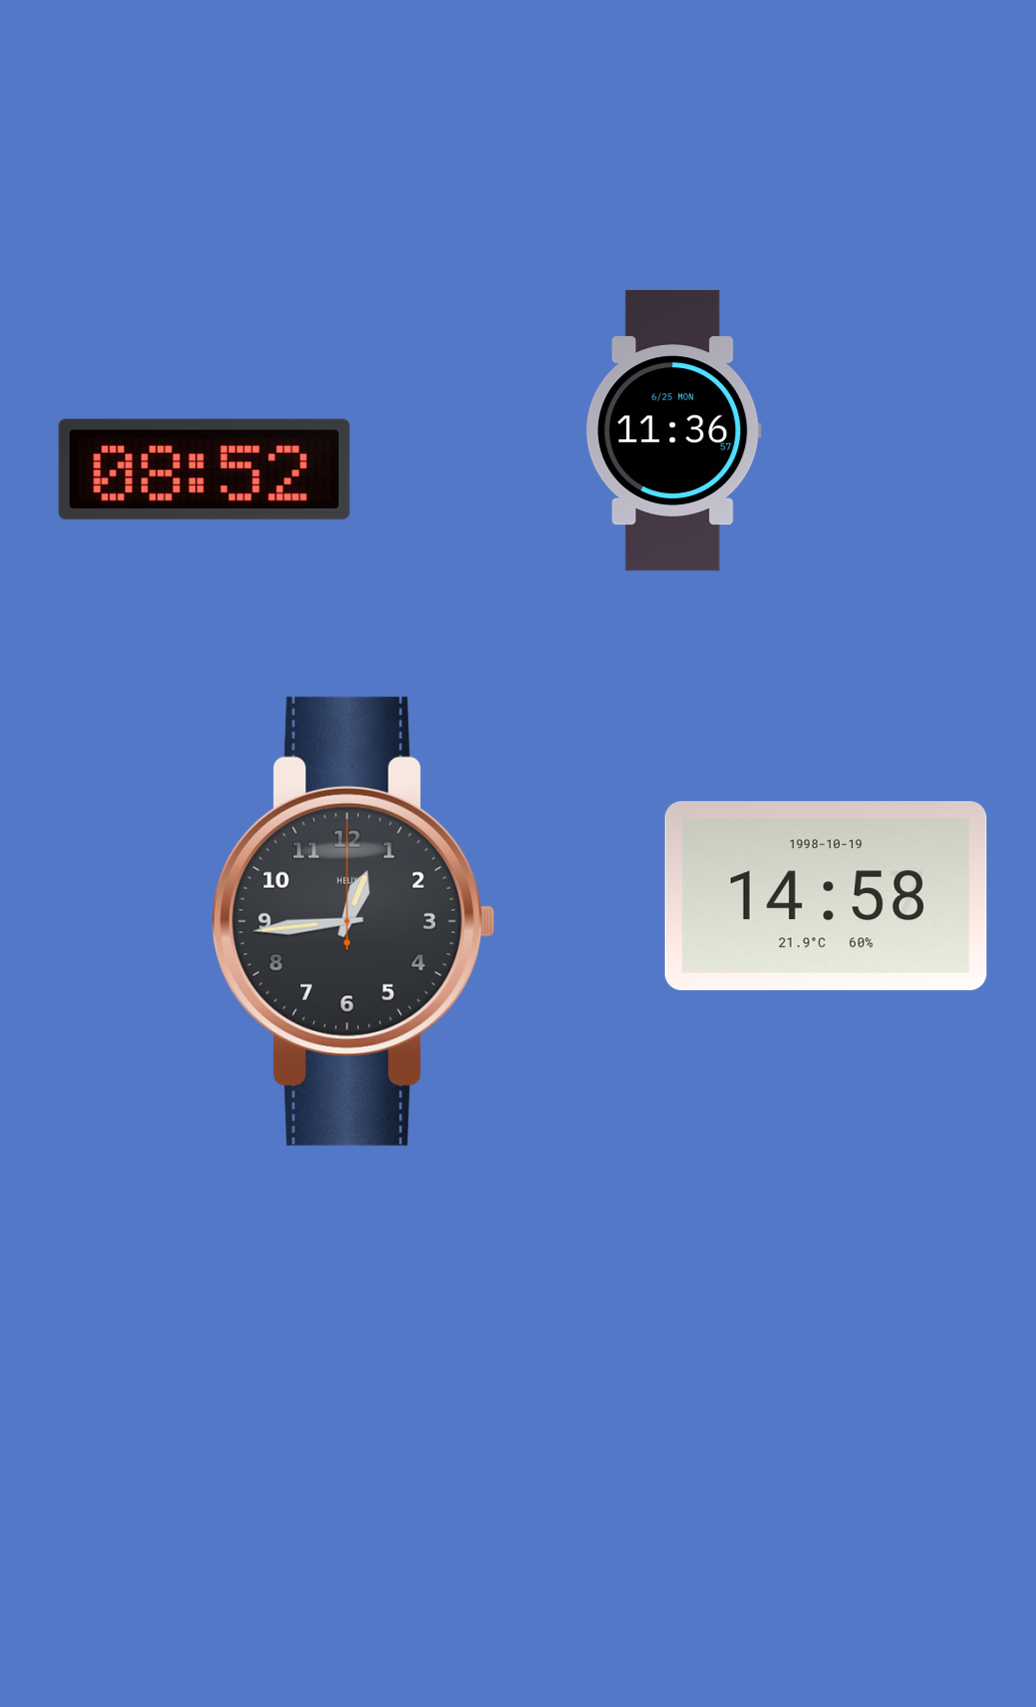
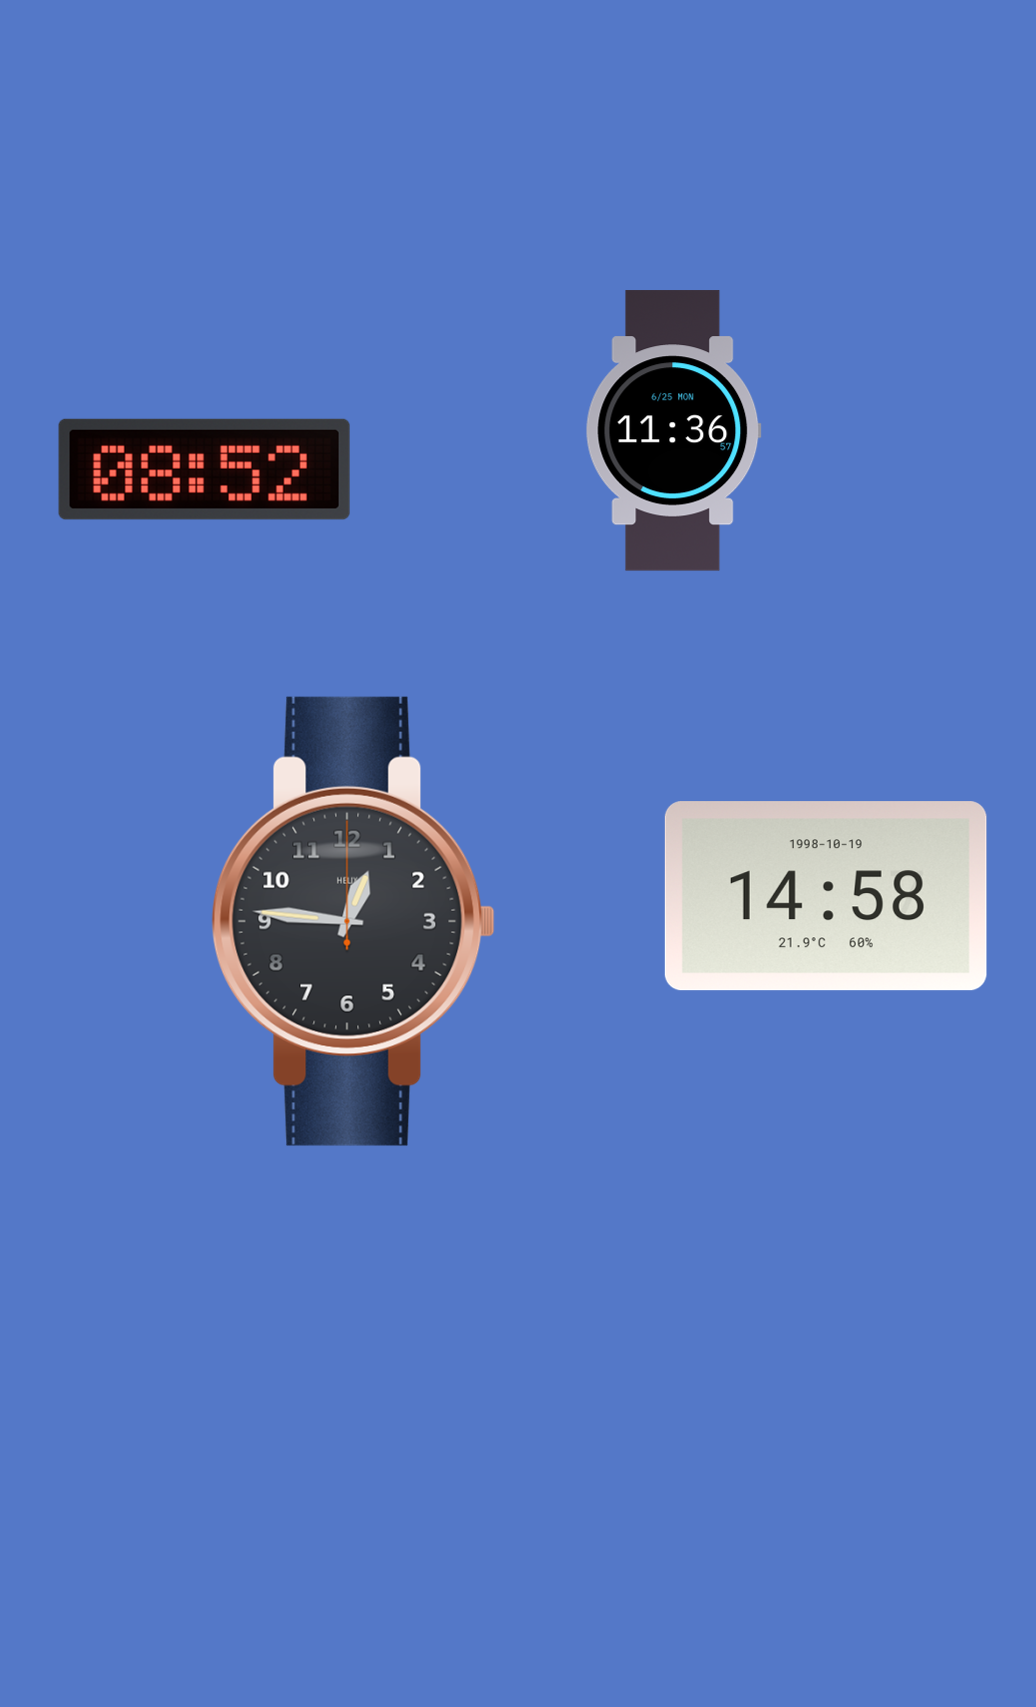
clock at (353, 921): 12:44 -> 12:46
